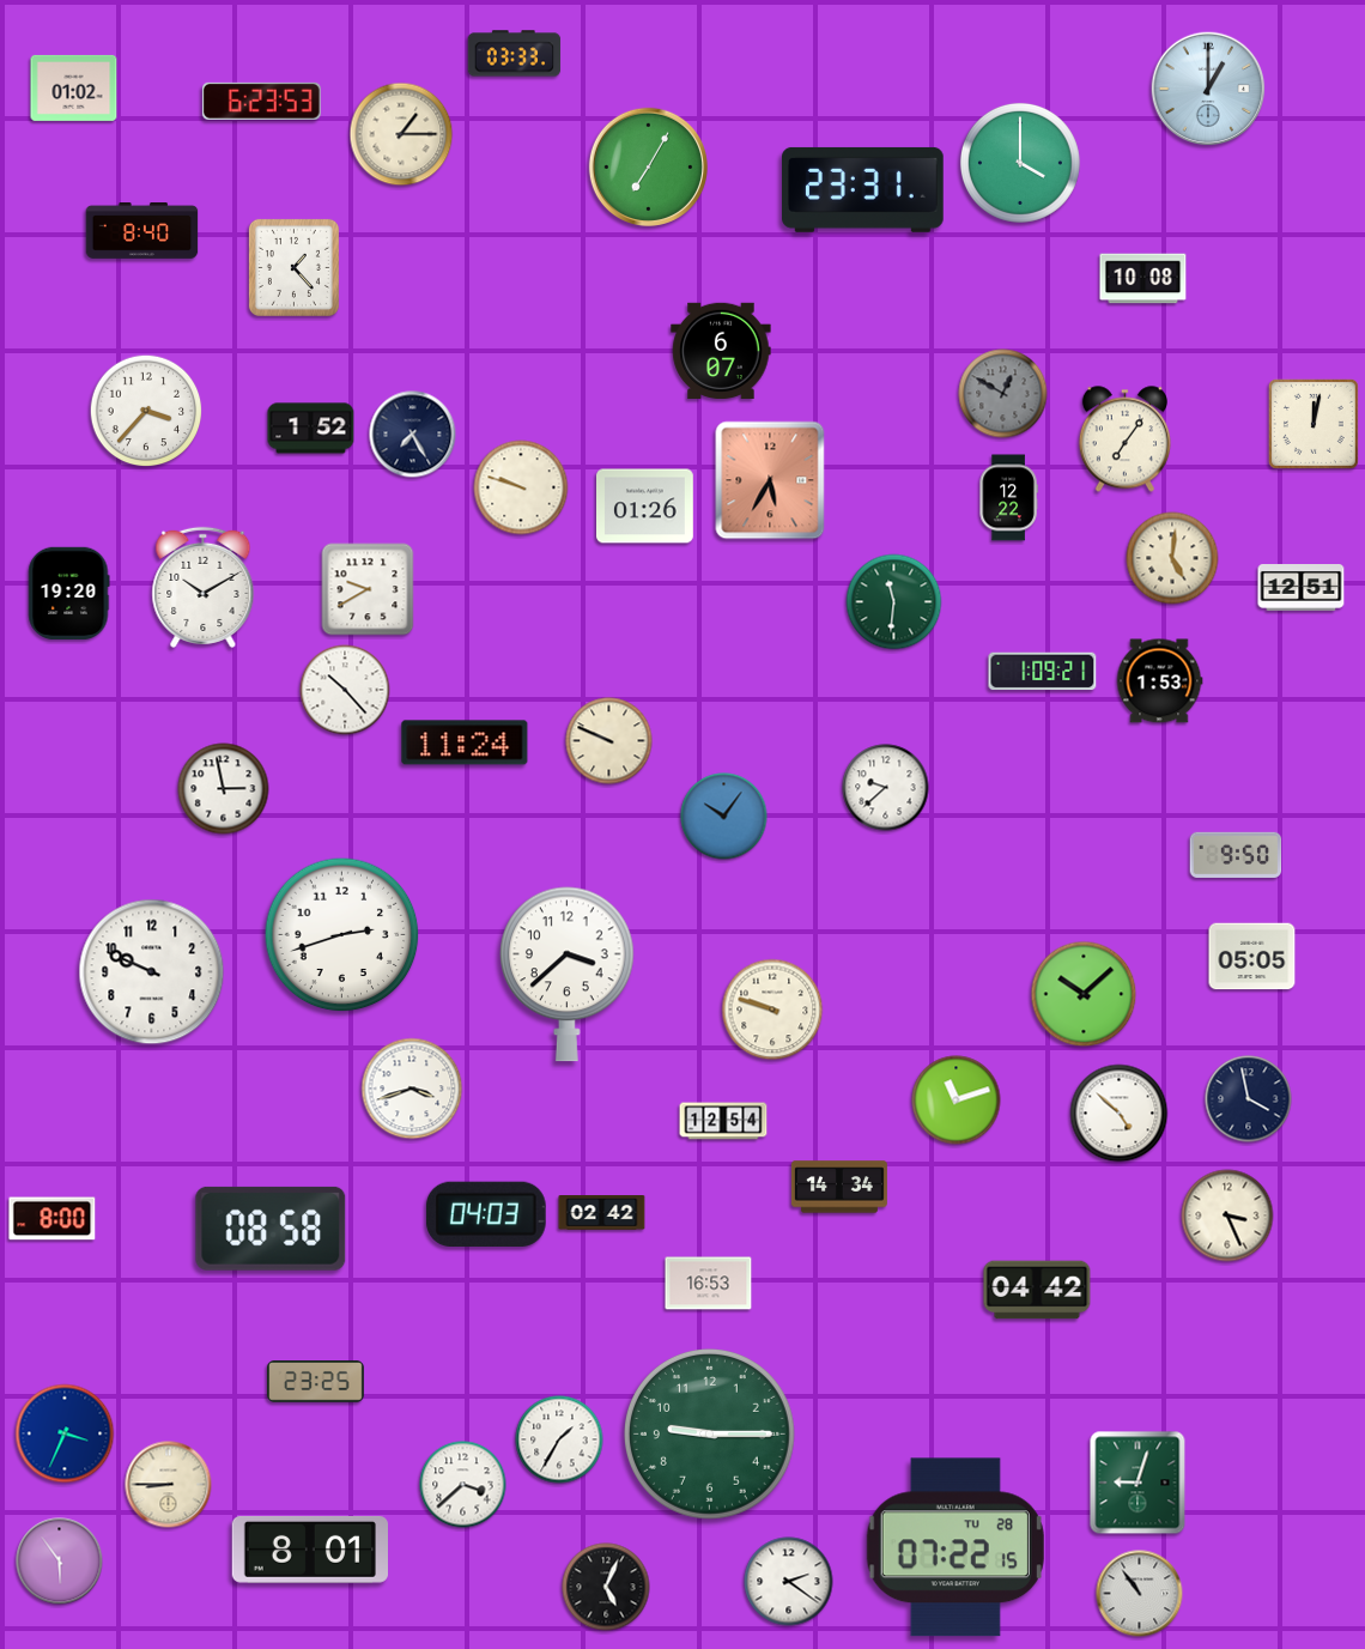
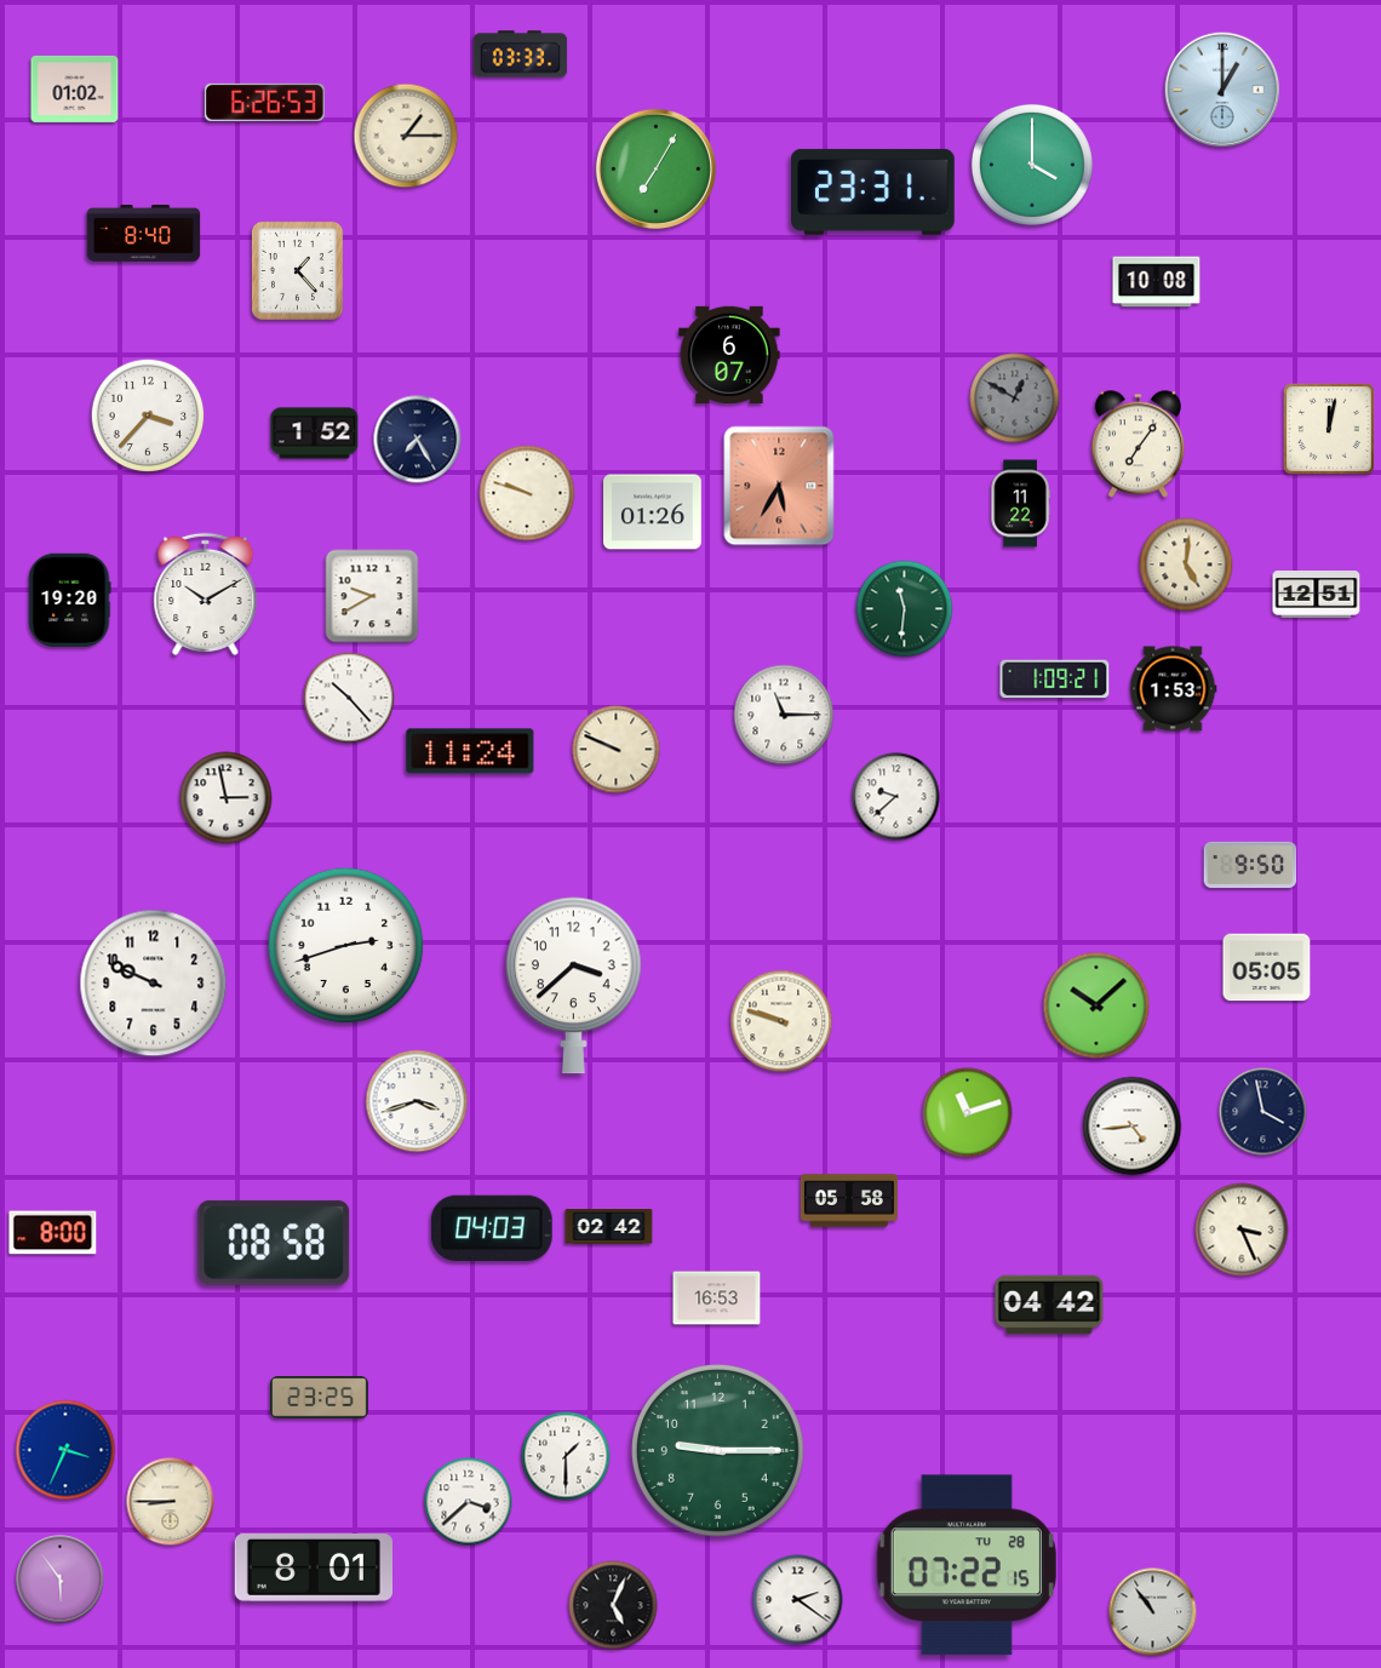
clock at (261, 101): 6:23 -> 6:26
clock at (1008, 498): 12:22 -> 11:22
clock at (784, 715): none -> 11:15
clock at (724, 817): 10:06 -> none
clock at (1120, 1114): 4:52 -> 4:44
clock at (723, 1121): 12:54 -> none
clock at (839, 1187): 14:34 -> 05:58
clock at (559, 1439): 1:35 -> 1:30
clock at (1137, 1483): 9:03 -> none
